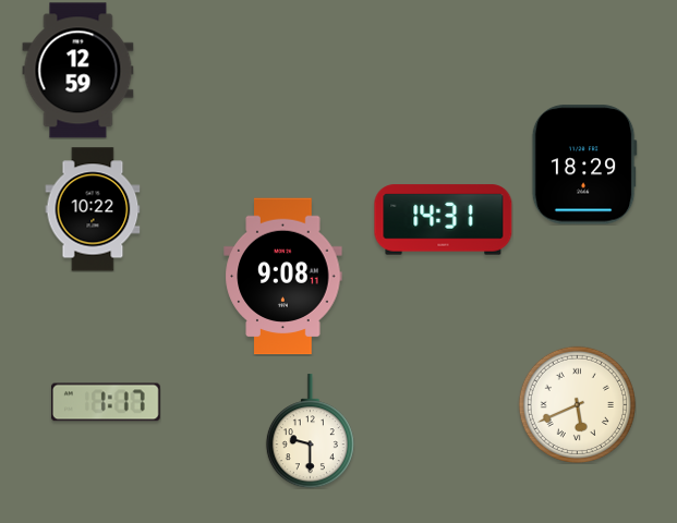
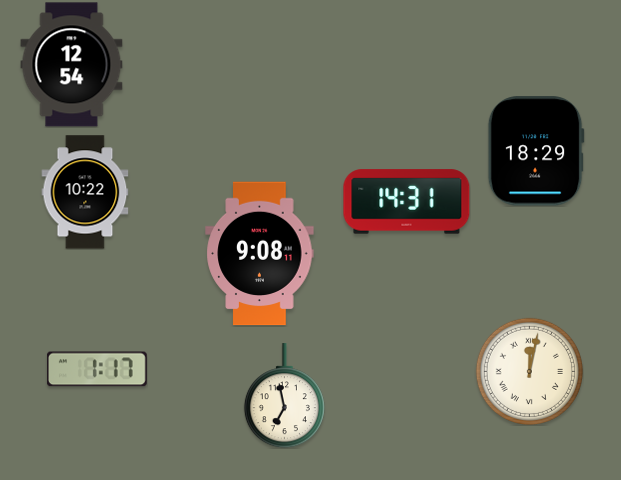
clock at (78, 71): 12:59 -> 12:54
clock at (577, 404): 5:41 -> 12:02
clock at (310, 431): 9:30 -> 6:58
